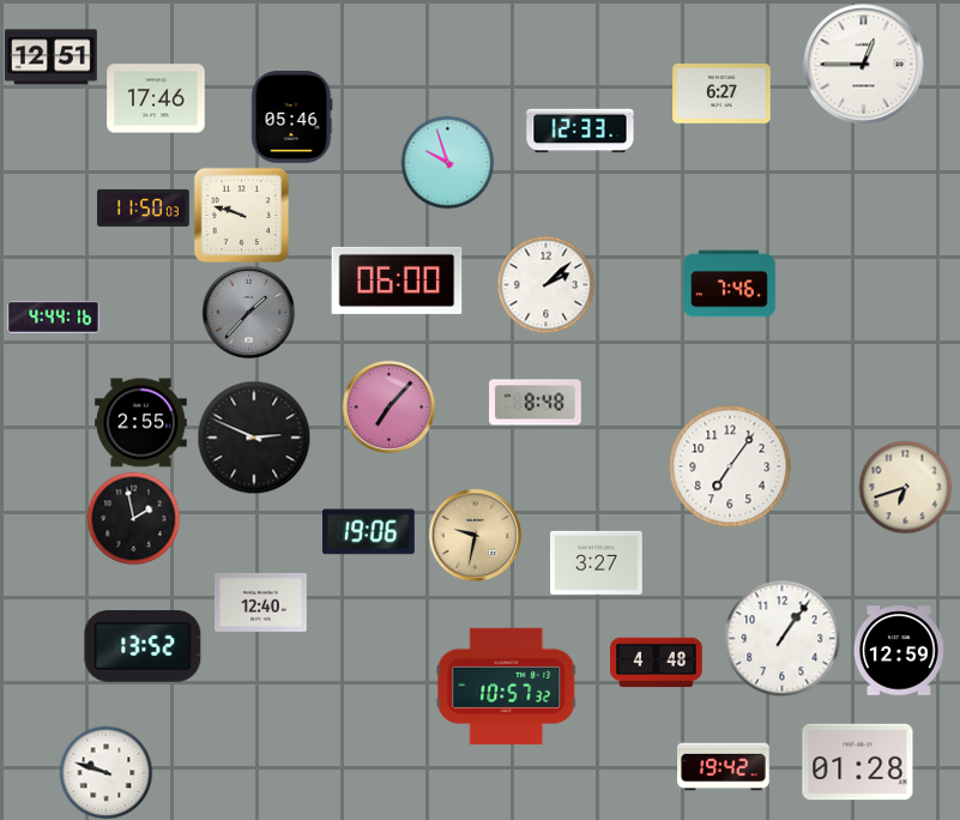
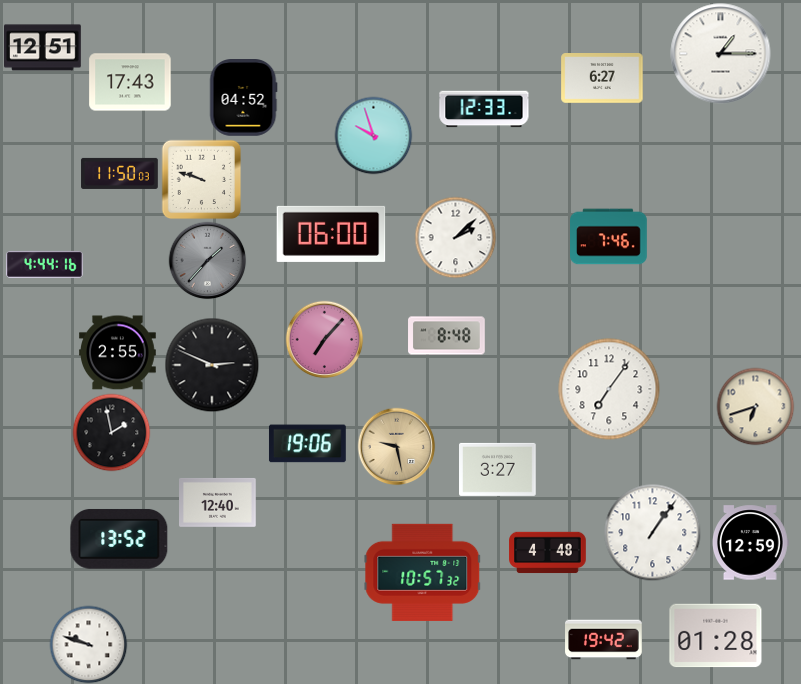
clock at (864, 65): 12:45 -> 1:15
clock at (156, 98): 17:46 -> 17:43
clock at (291, 117): 05:46 -> 04:52
clock at (475, 535): 9:32 -> 9:28
